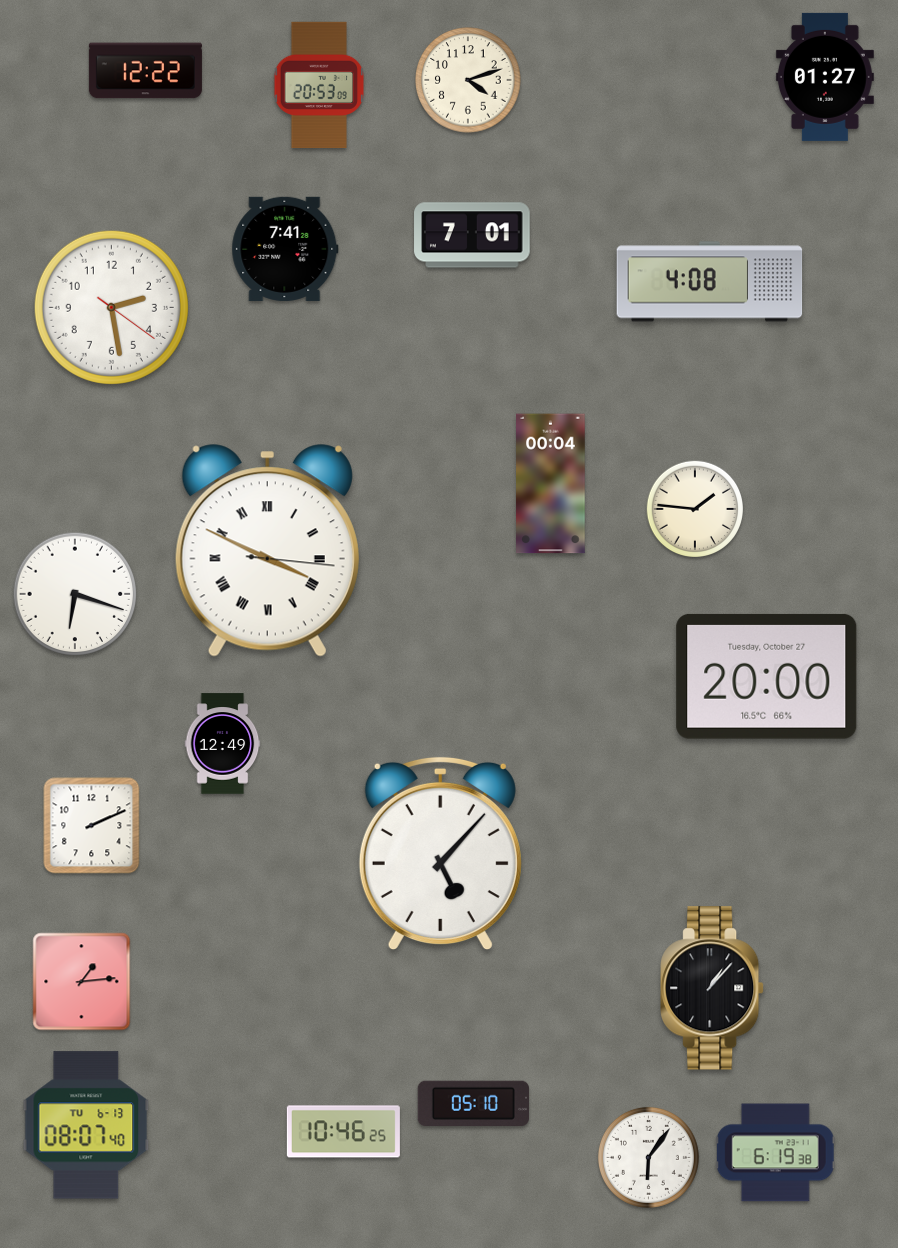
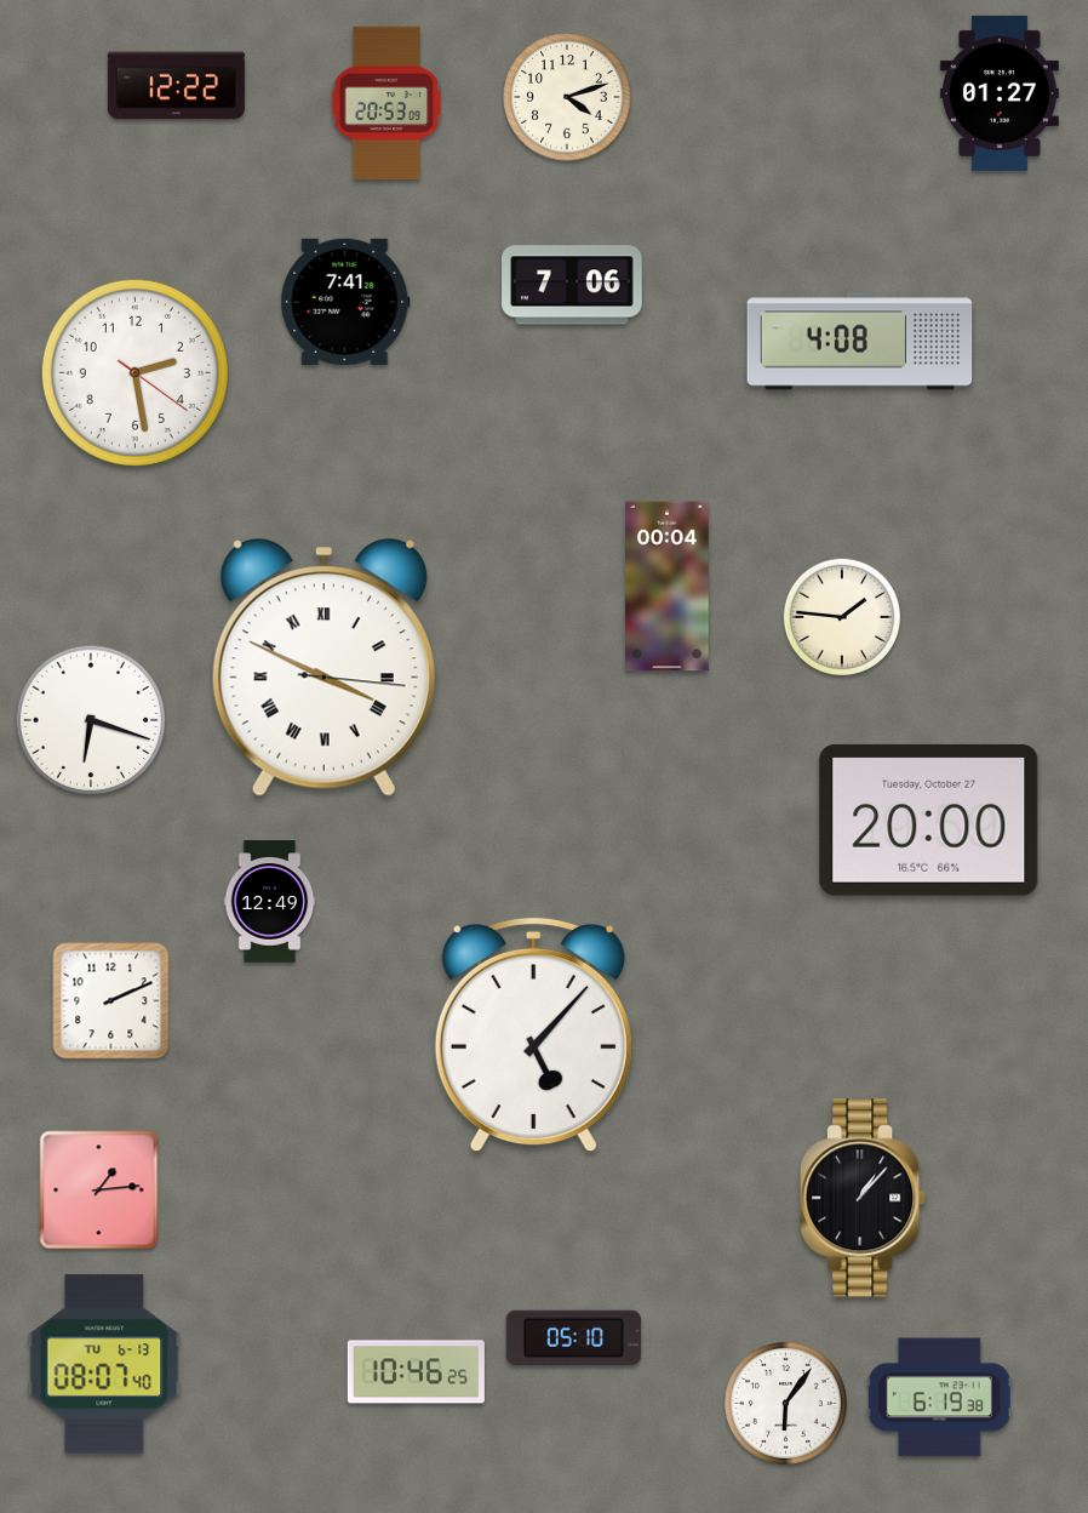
clock at (472, 235): 7:01 -> 7:06
